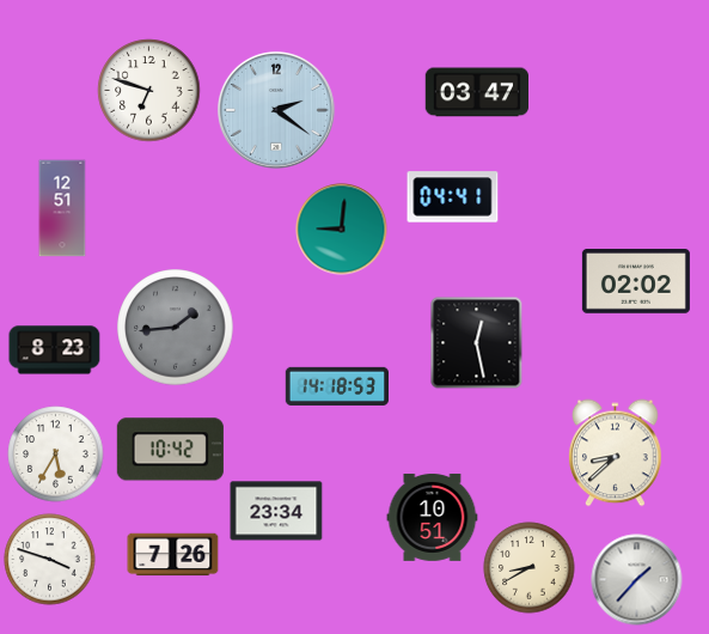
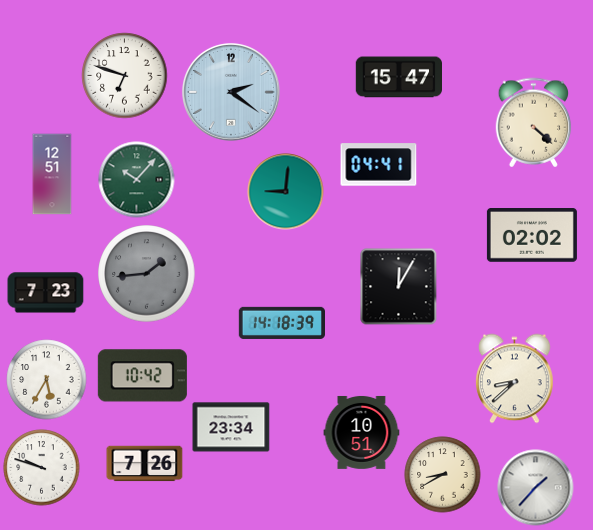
clock at (476, 92): 03:47 -> 15:47
clock at (534, 123): none -> 4:22
clock at (137, 180): none -> 10:07
clock at (477, 343): 12:28 -> 12:05
clock at (55, 350): 8:23 -> 7:23
clock at (336, 386): 14:18:53 -> 14:18:39
clock at (50, 560): 3:48 -> 9:48
clock at (637, 580) position: (637, 580) -> (536, 488)
